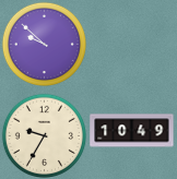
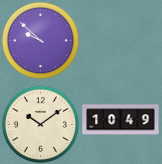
clock at (44, 135): 9:35 -> 10:09
